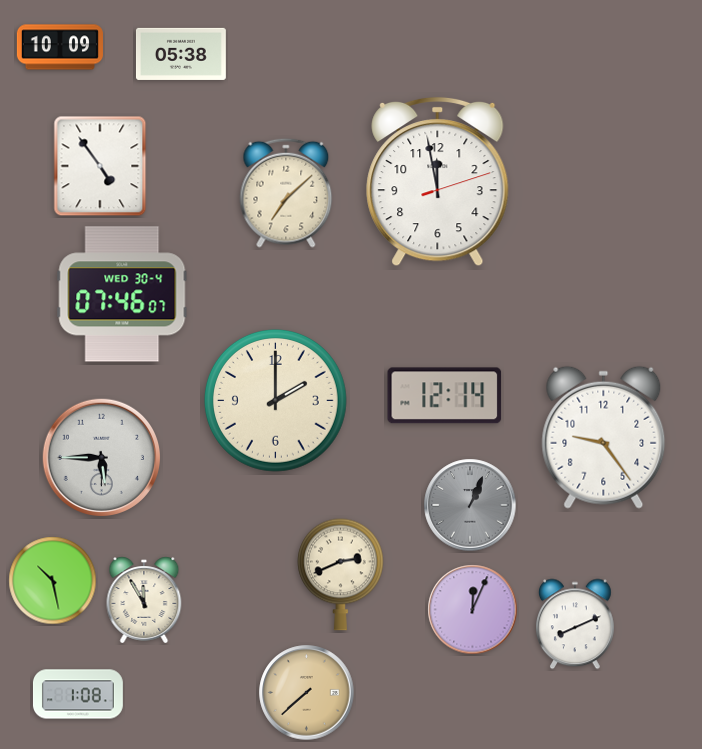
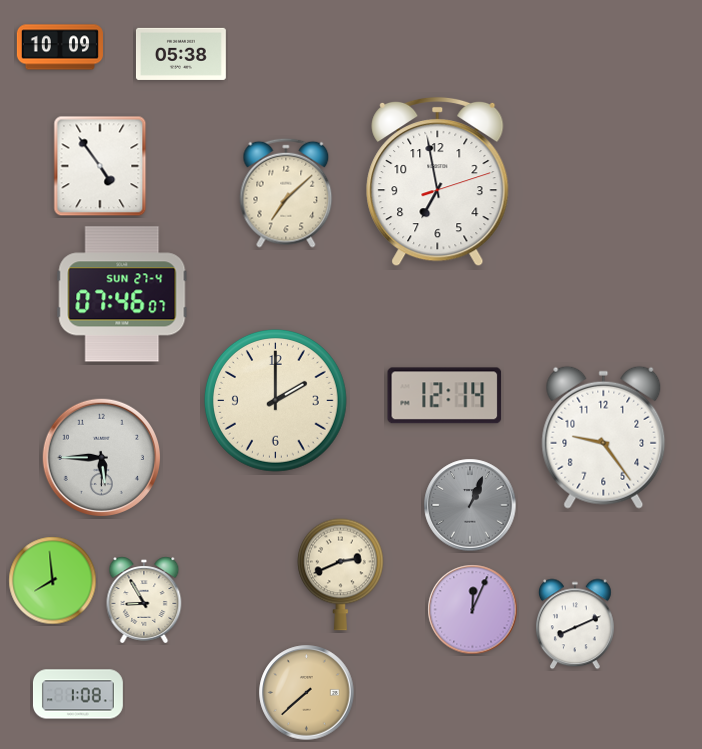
clock at (438, 182): 11:58 -> 6:58
clock at (122, 294) date: WED 30-4 -> SUN 27-4
clock at (53, 581): 10:28 -> 7:59
clock at (144, 600): 11:55 -> 8:55
